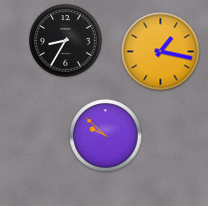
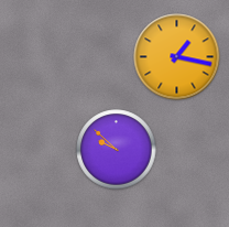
clock at (66, 41): 8:35 -> none
